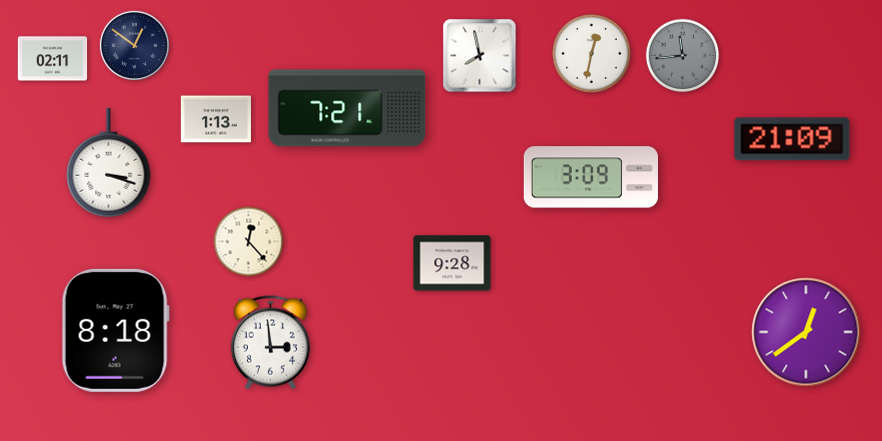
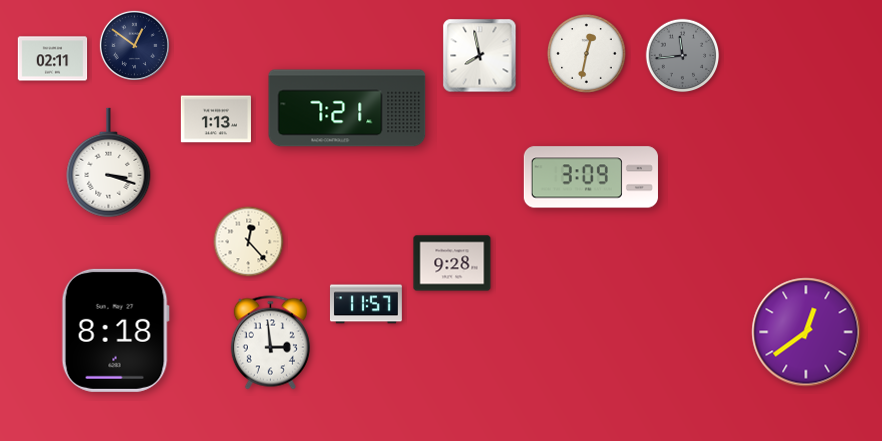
clock at (592, 54) position: (592, 54) -> (587, 54)
clock at (792, 139): 21:09 -> none
clock at (366, 304): none -> 11:57
